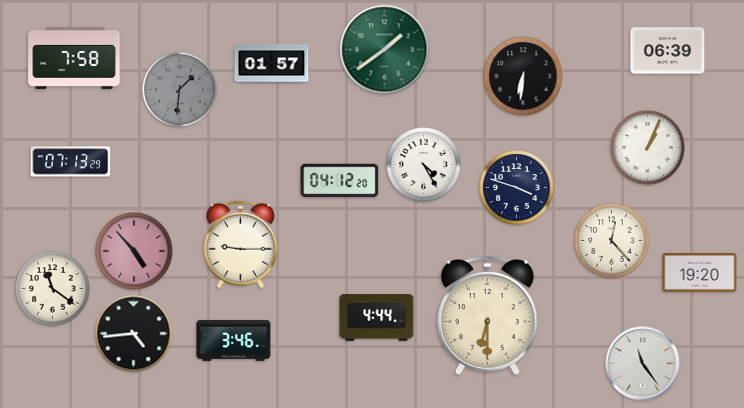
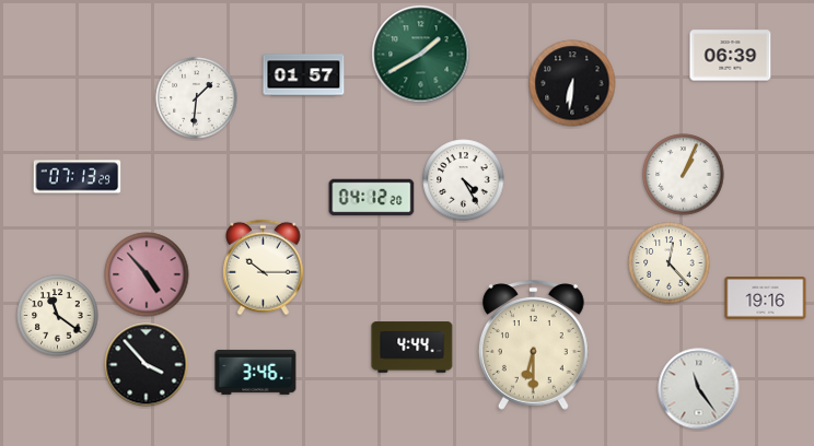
clock at (385, 50): 1:39 -> 1:40
clock at (74, 58): 7:58 -> none
clock at (272, 64) position: (272, 64) -> (304, 75)
clock at (180, 90) dial: grey -> white
clock at (648, 148) position: (648, 148) -> (684, 175)
clock at (517, 188): 3:48 -> none
clock at (241, 245): 9:15 -> 10:15
clock at (700, 273): 19:20 -> 19:16
clock at (134, 334): 4:44 -> 3:53
clock at (643, 364) position: (643, 364) -> (699, 389)
